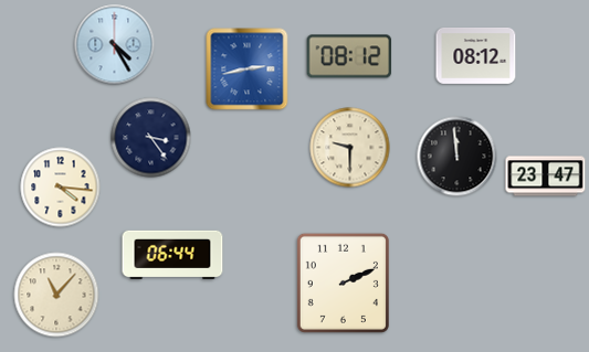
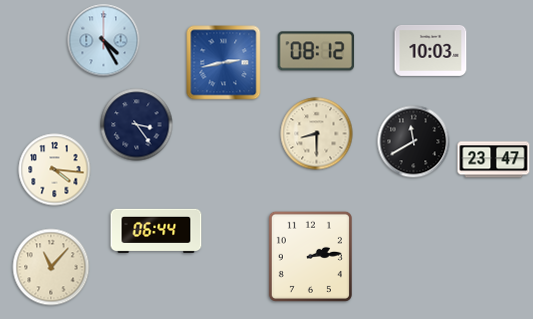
clock at (476, 55): 08:12 -> 10:03
clock at (350, 148): 9:30 -> 8:30
clock at (457, 157): 11:59 -> 11:40
clock at (343, 282): 2:11 -> 2:14
